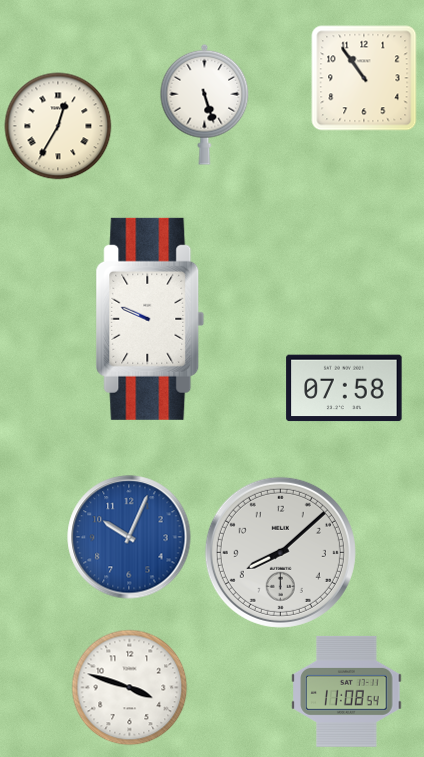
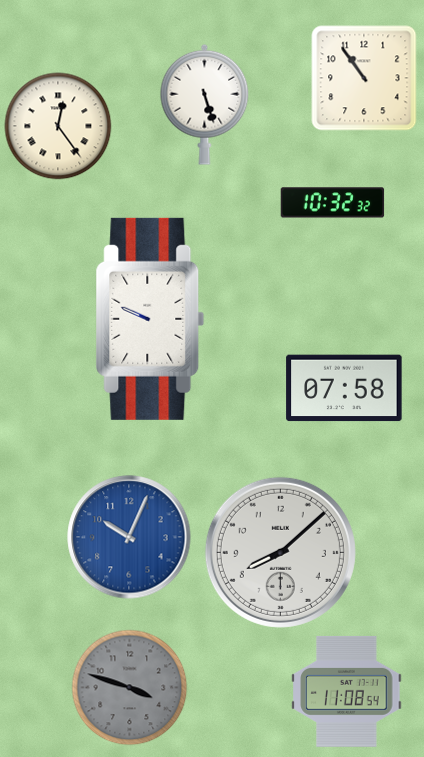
clock at (58, 126): 12:35 -> 12:24
clock at (333, 203): none -> 10:32
clock at (130, 688) dial: white -> grey
